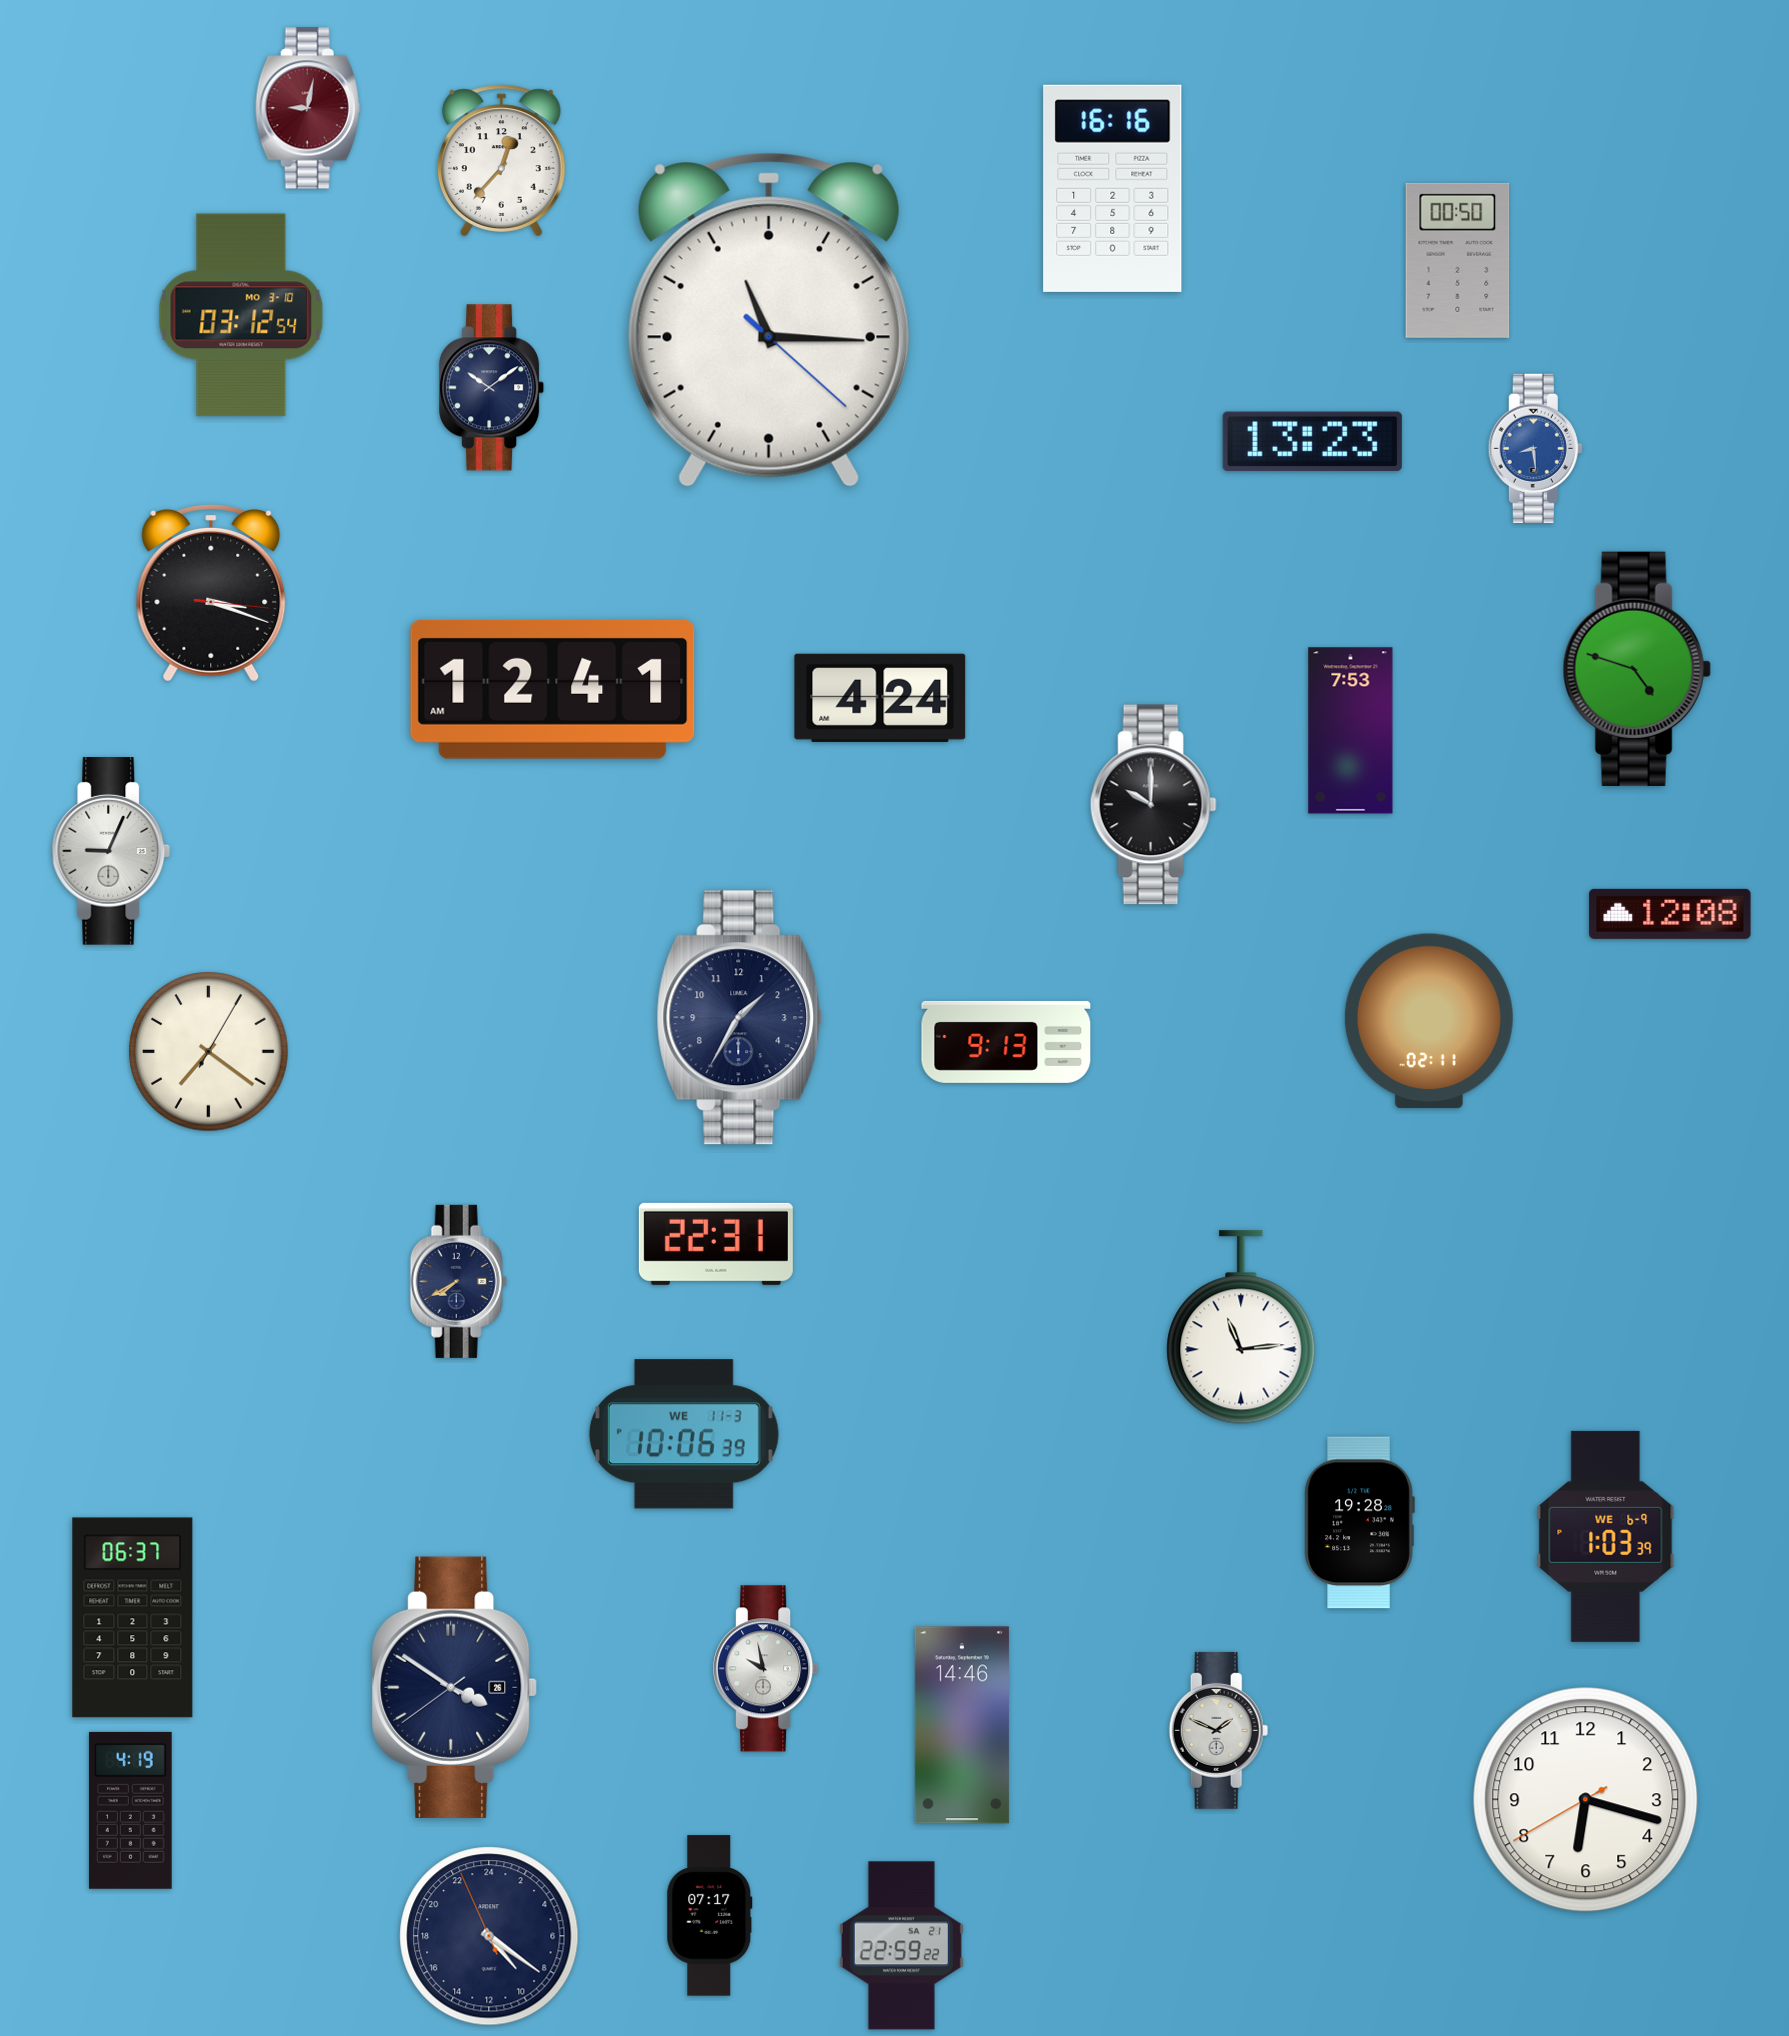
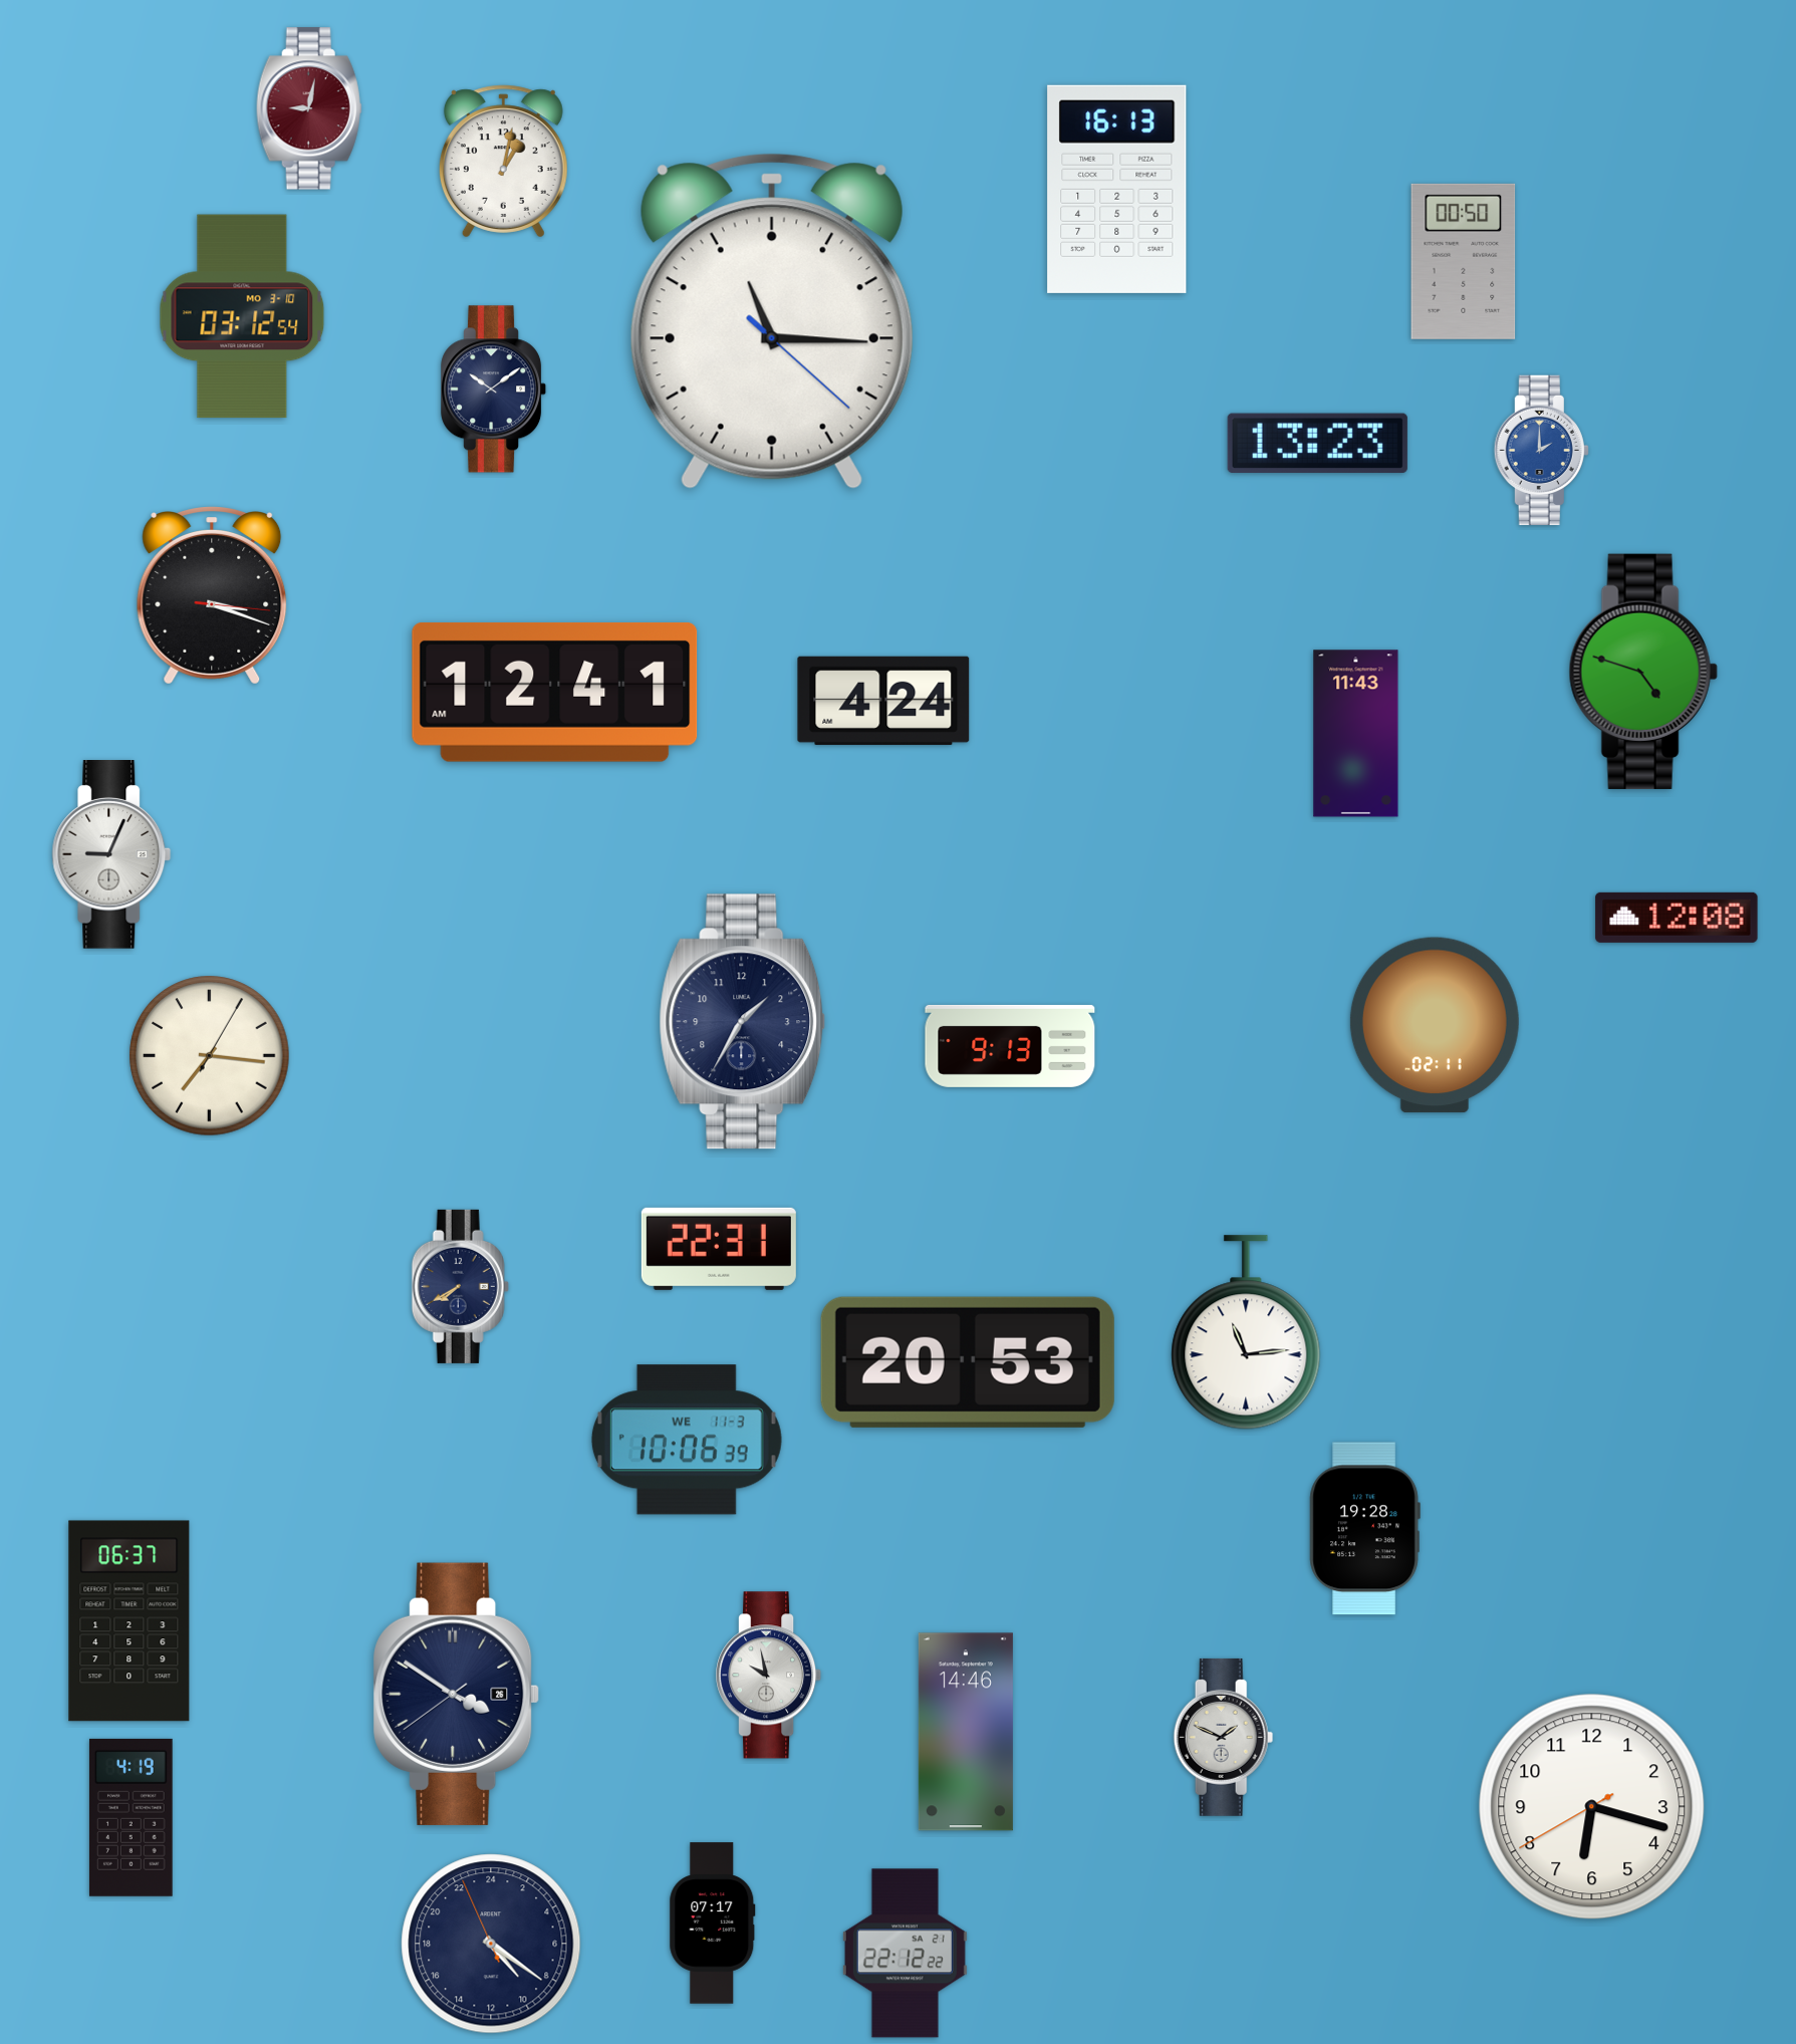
clock at (501, 161): 12:37 -> 1:02
clock at (1113, 188): 16:16 -> 16:13
clock at (1535, 449): 8:29 -> 2:00
clock at (1351, 731): 7:53 -> 11:43
clock at (1153, 805): 10:00 -> none
clock at (209, 1052): 7:21 -> 7:16
clock at (968, 1362): none -> 20:53
clock at (1606, 1536): 1:03 -> none
clock at (133, 1618) position: (133, 1618) -> (130, 1621)
clock at (901, 1946): 22:59 -> 22:12
